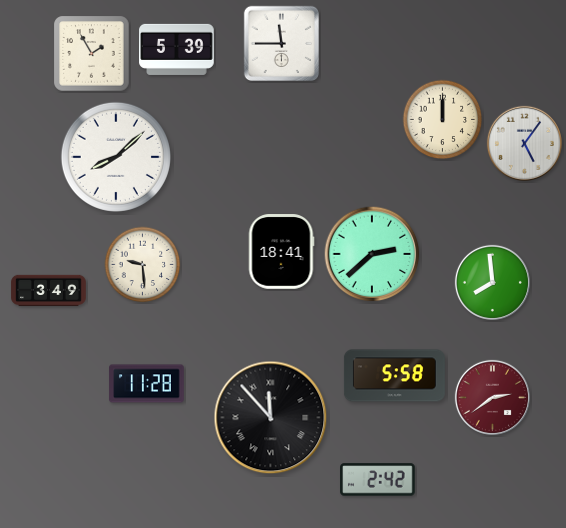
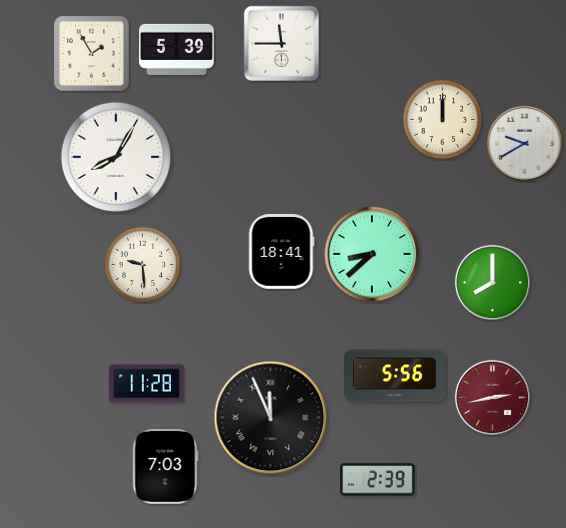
clock at (524, 143): 5:06 -> 9:40
clock at (116, 157): 8:08 -> 8:05
clock at (372, 254): 2:38 -> 8:38
clock at (492, 282): 7:59 -> 8:00
clock at (49, 291): 3:49 -> none
clock at (394, 376): 5:58 -> 5:56
clock at (492, 397): 2:39 -> 2:43
clock at (271, 418): 11:53 -> 11:56
clock at (166, 467): none -> 7:03
clock at (378, 480): 2:42 -> 2:39
